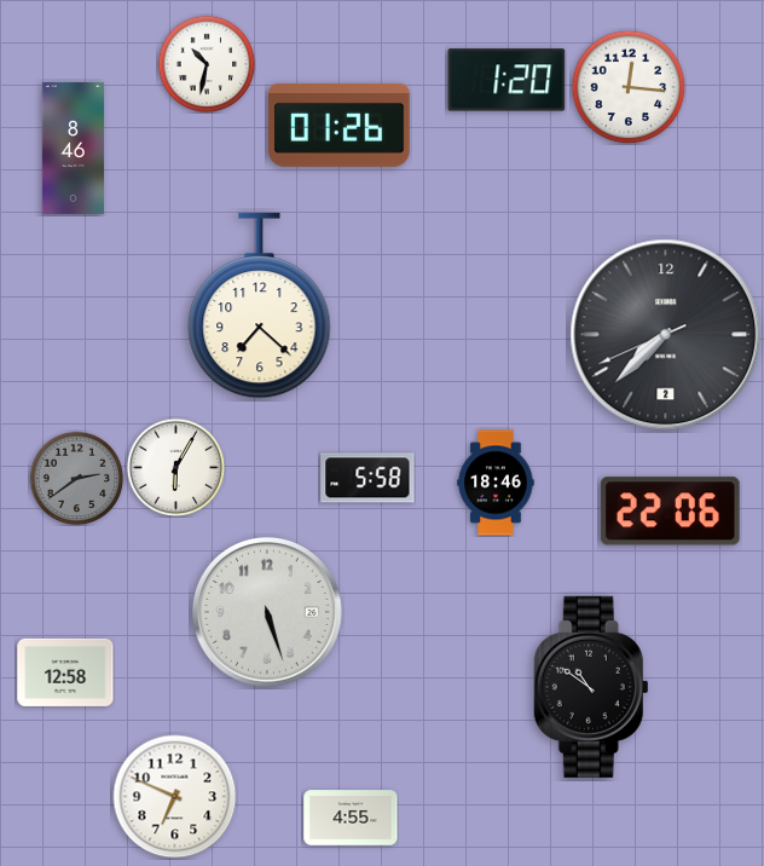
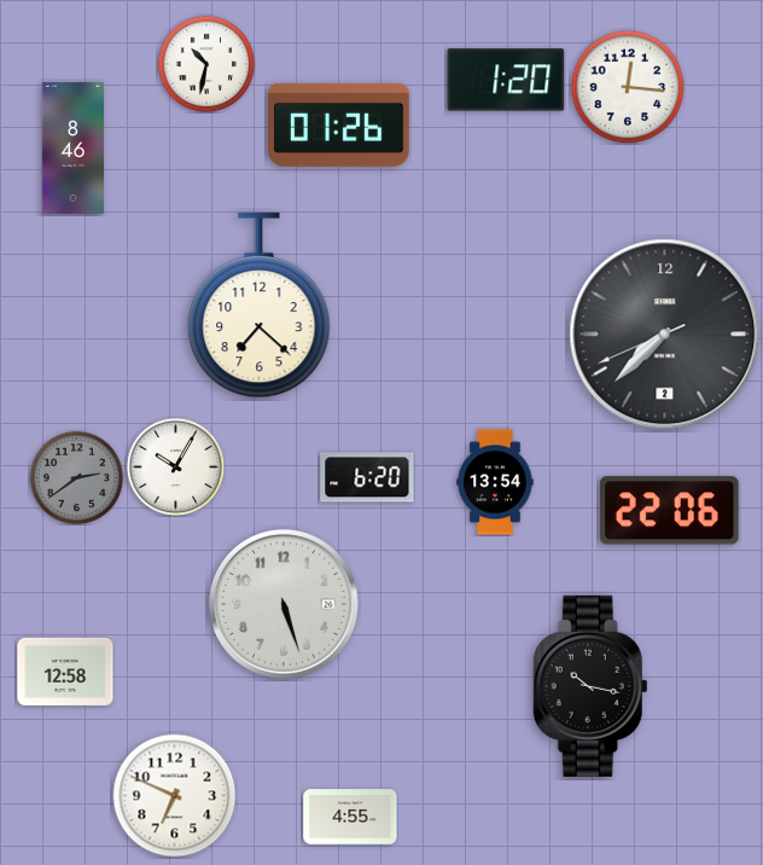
clock at (175, 467): 6:05 -> 10:05
clock at (367, 478): 5:58 -> 6:20
clock at (496, 483): 18:46 -> 13:54
clock at (267, 612) position: (267, 612) -> (284, 604)
clock at (591, 687): 10:51 -> 10:17
